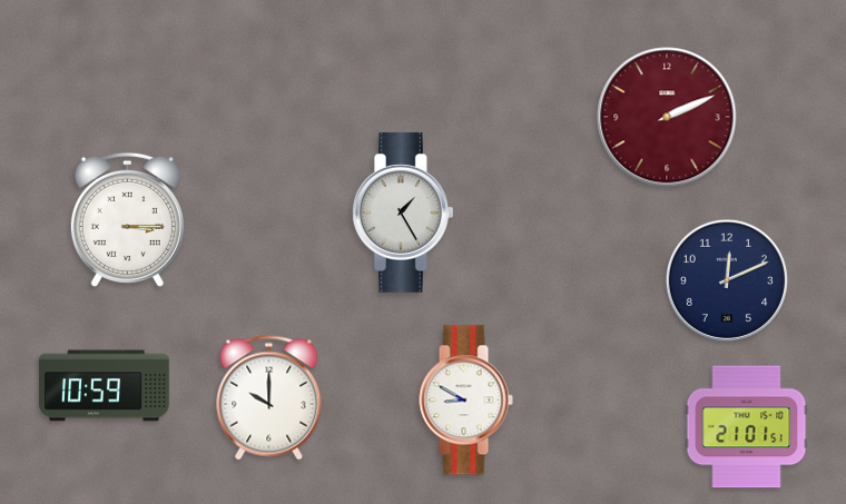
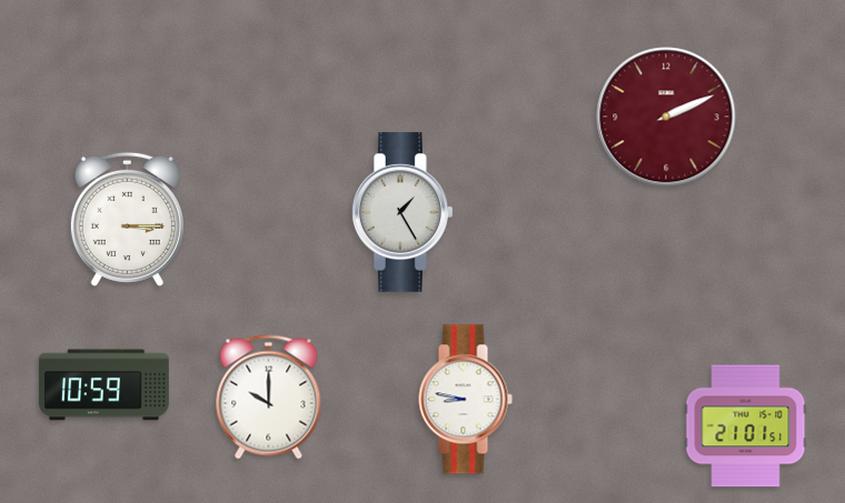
clock at (727, 280): 12:11 -> none
clock at (465, 401): 8:50 -> 8:47
